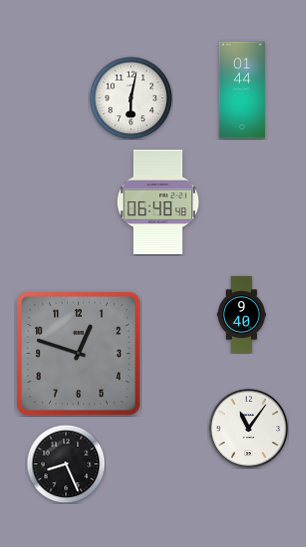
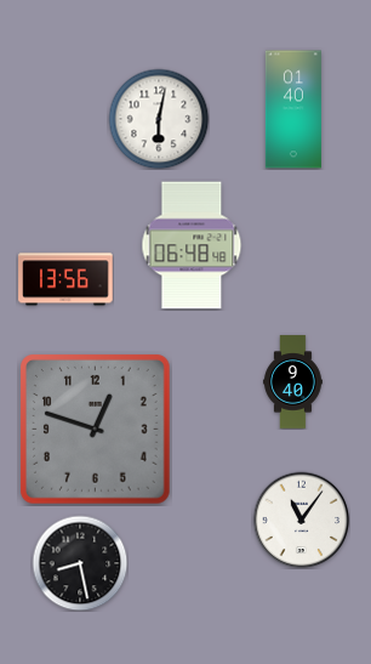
clock at (242, 90): 01:44 -> 01:40
clock at (65, 279): none -> 13:56
clock at (66, 464): 8:26 -> 8:28
